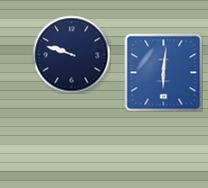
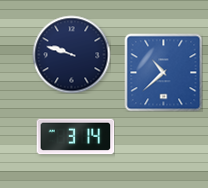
clock at (163, 72): 6:01 -> 10:38
clock at (75, 137): none -> 3:14
